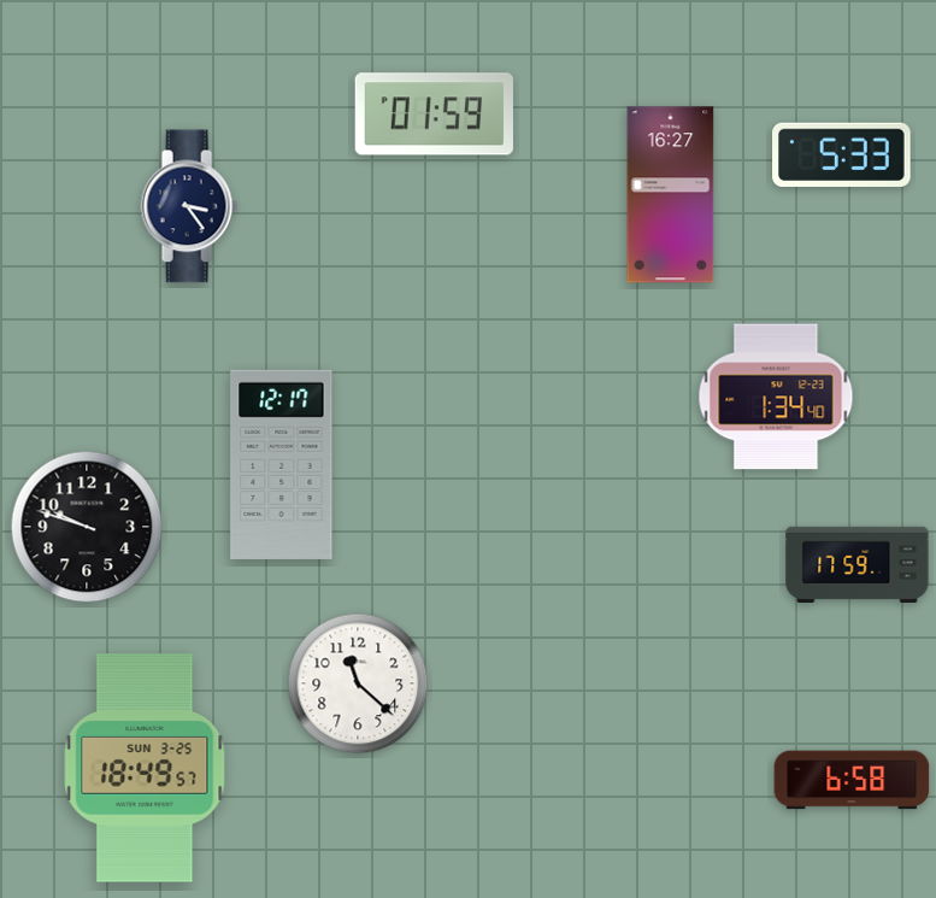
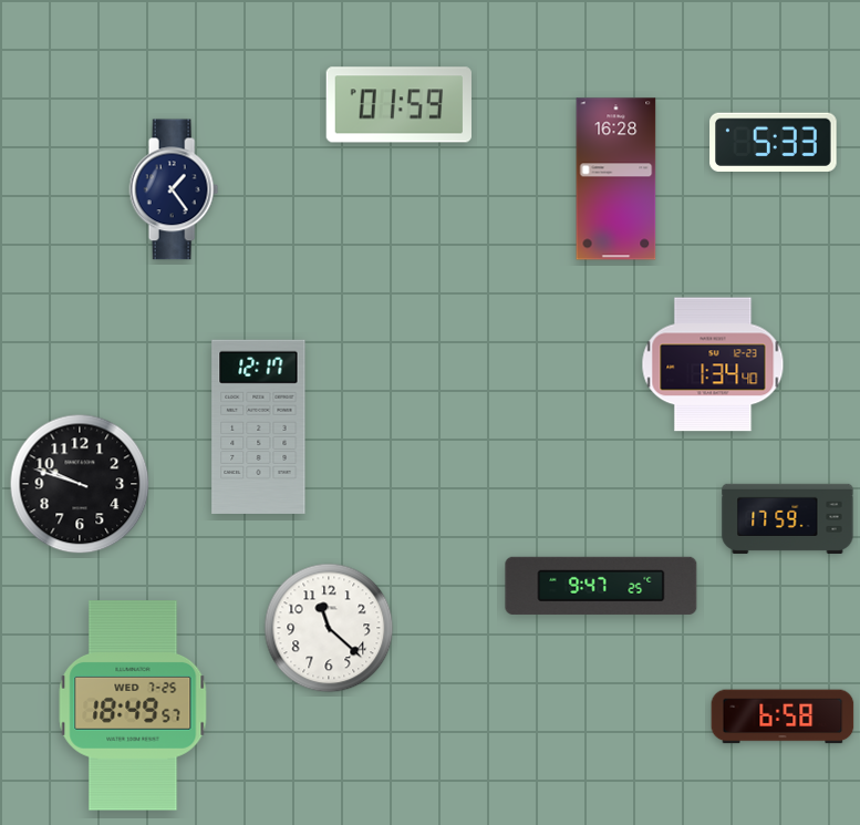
clock at (671, 195): 16:27 -> 16:28
clock at (189, 206): 3:24 -> 1:24
clock at (601, 586): none -> 9:47
clock at (145, 768) date: SUN 3-25 -> WED 7-25
